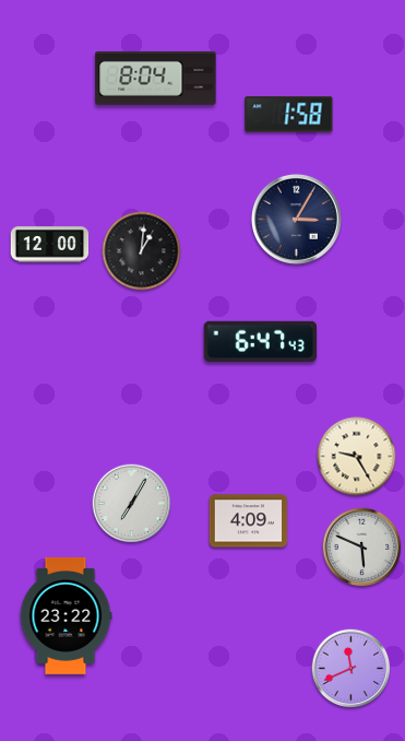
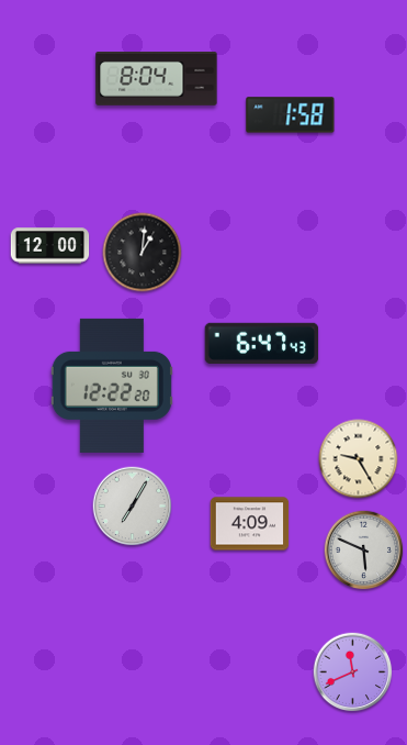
clock at (296, 219): 3:05 -> none
clock at (112, 386): none -> 12:22
clock at (65, 615): 23:22 -> none
